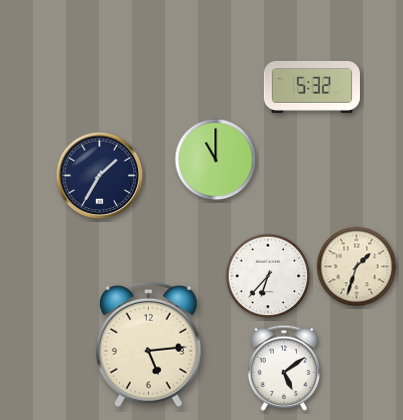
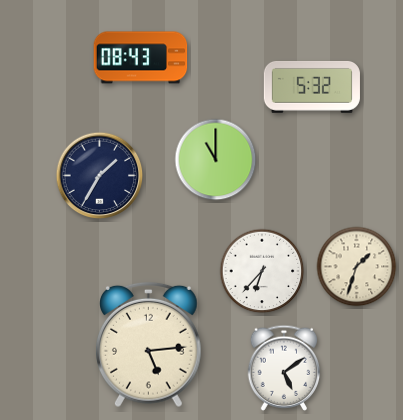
clock at (141, 58): none -> 08:43
clock at (268, 276) position: (268, 276) -> (262, 271)
